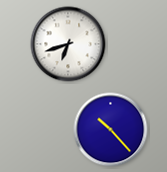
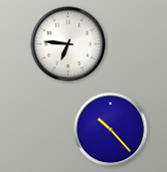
clock at (68, 44): 6:42 -> 6:46
